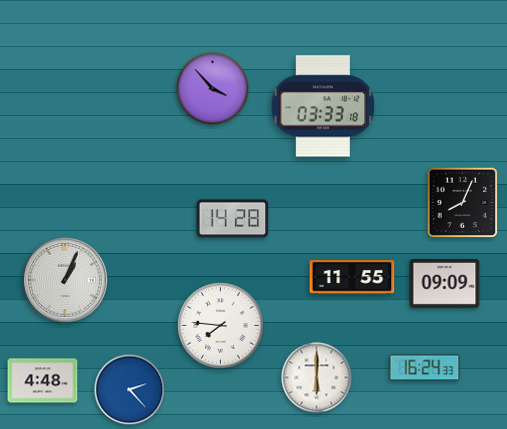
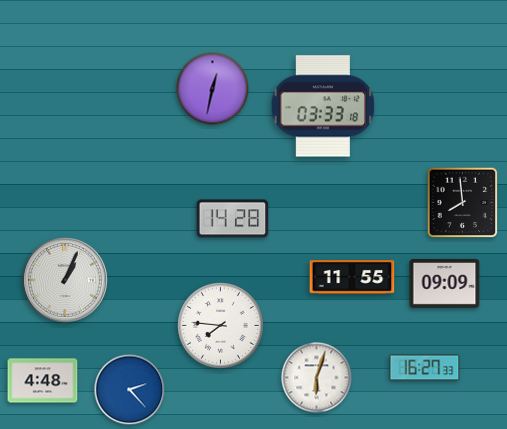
clock at (213, 89): 3:53 -> 12:32
clock at (463, 203): 8:04 -> 7:59
clock at (425, 368): 16:24 -> 16:27
clock at (317, 378): 6:00 -> 6:03
